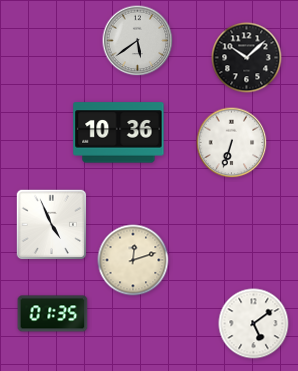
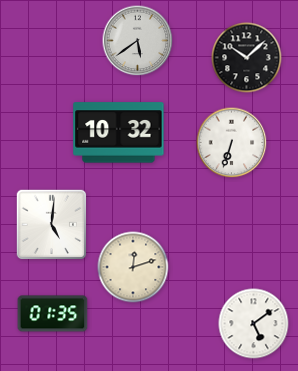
clock at (119, 133): 10:36 -> 10:32
clock at (51, 224): 4:56 -> 5:01
clock at (133, 260) position: (133, 260) -> (133, 267)
